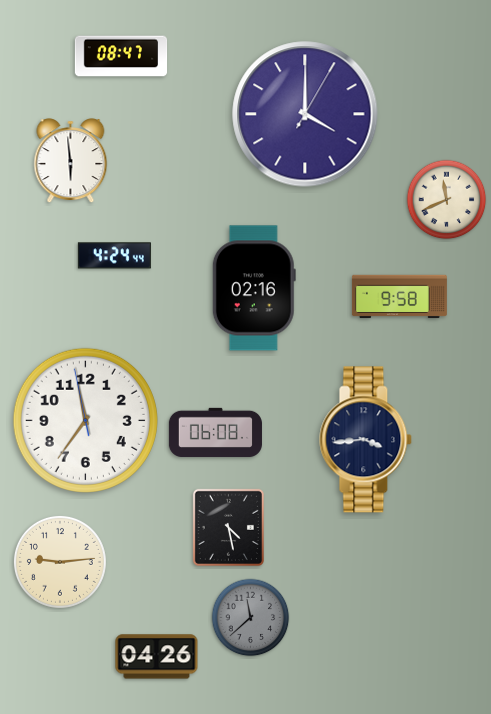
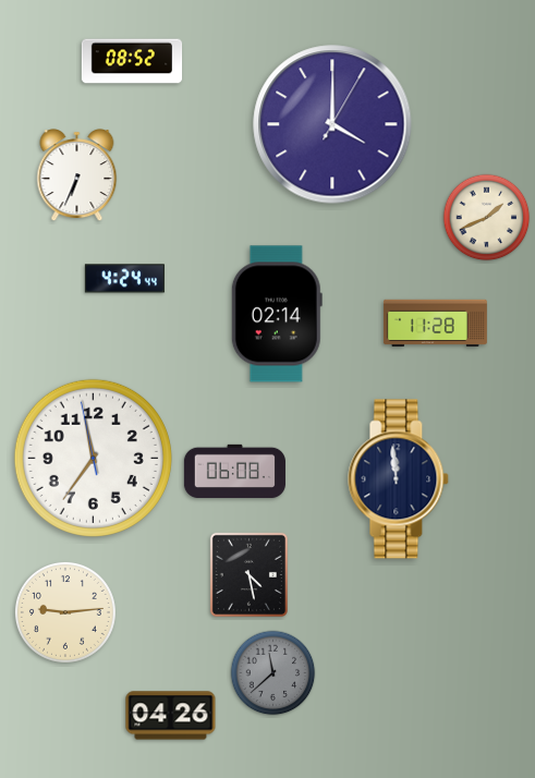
clock at (121, 56): 08:47 -> 08:52
clock at (71, 161): 5:59 -> 6:34
clock at (447, 200): 11:41 -> 1:41
clock at (254, 288): 02:16 -> 02:14
clock at (399, 297): 9:58 -> 11:28
clock at (366, 440): 3:44 -> 11:59
